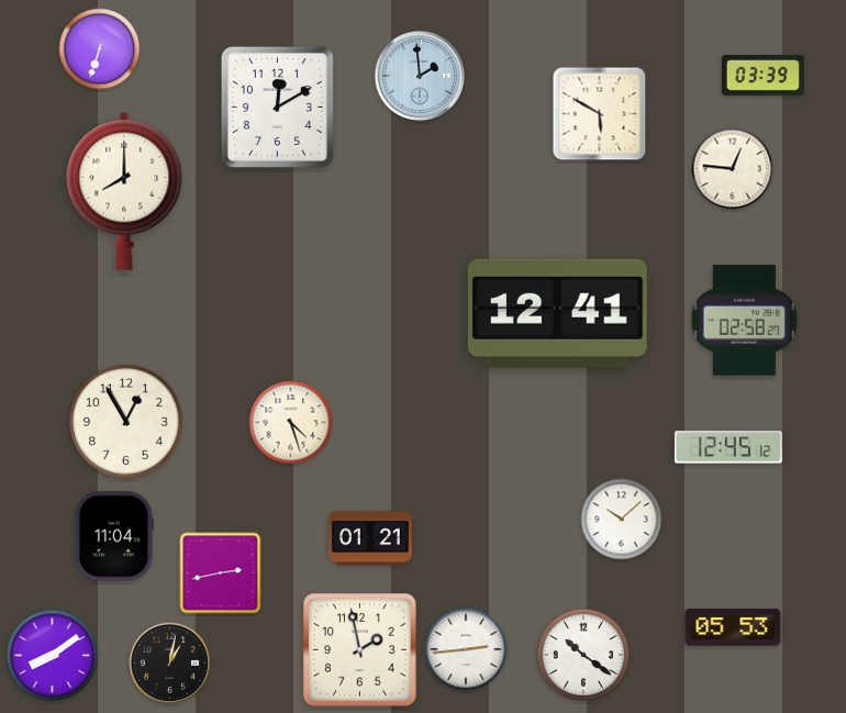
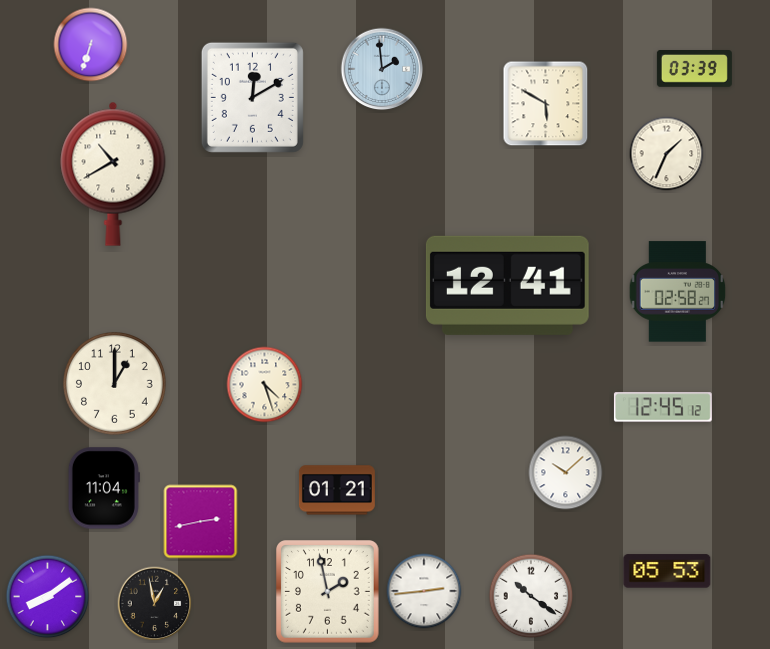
clock at (733, 169): 12:46 -> 1:34
clock at (124, 191): 8:00 -> 10:40
clock at (126, 422): 12:55 -> 1:00
clock at (170, 664): 1:02 -> 12:58
